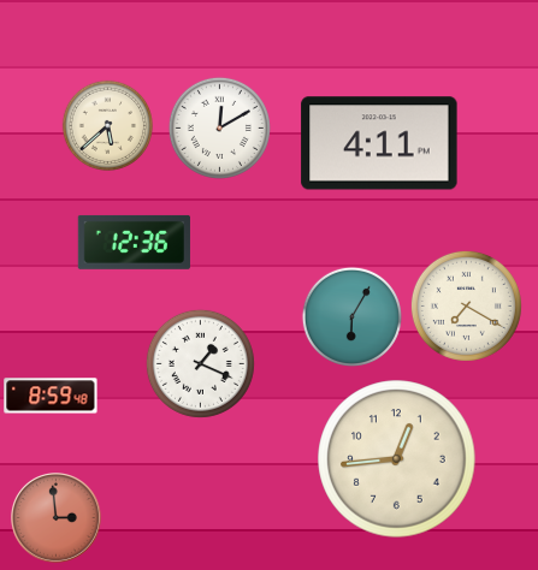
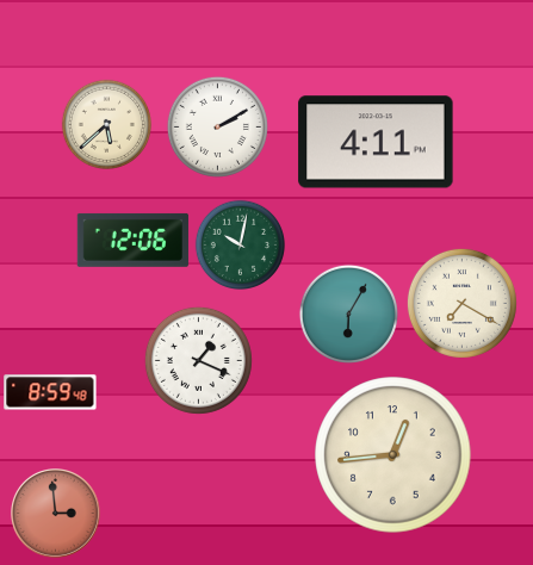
clock at (219, 127): 12:10 -> 2:10
clock at (134, 242): 12:36 -> 12:06
clock at (240, 244): none -> 10:02
